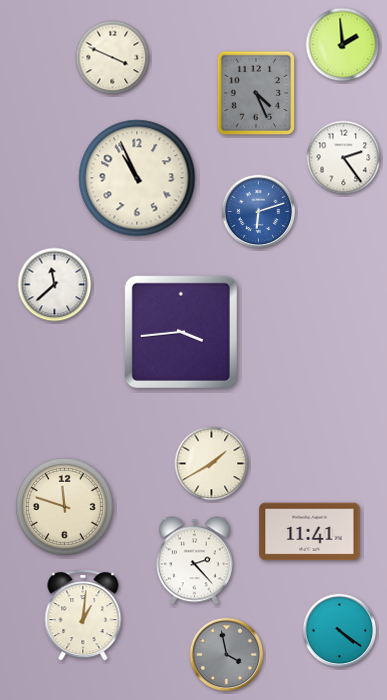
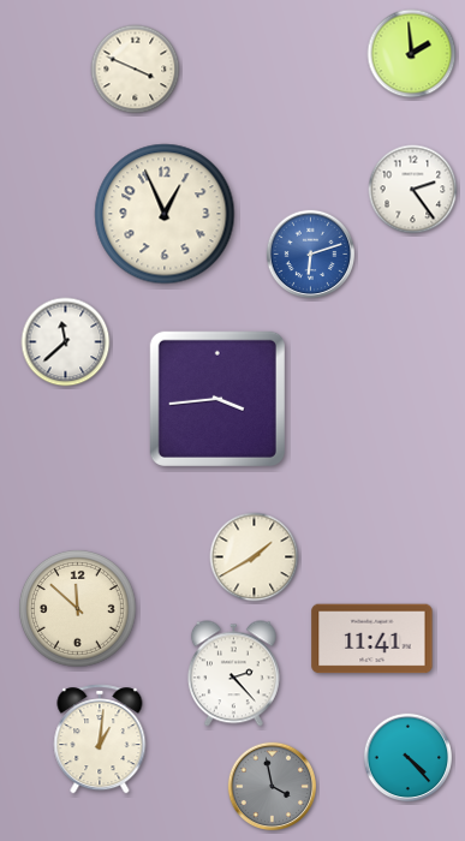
clock at (255, 93): 4:26 -> none
clock at (137, 178): 10:56 -> 12:56
clock at (64, 506): 11:48 -> 11:52
clock at (340, 631): 4:21 -> 4:23
